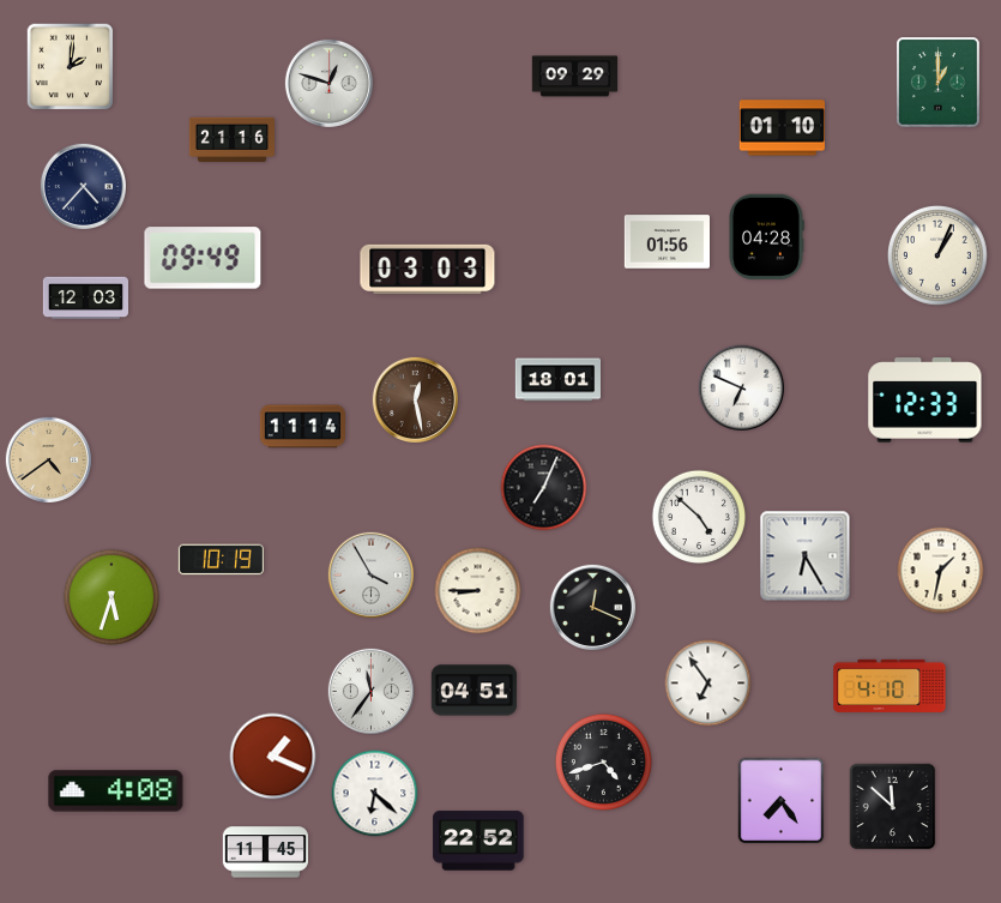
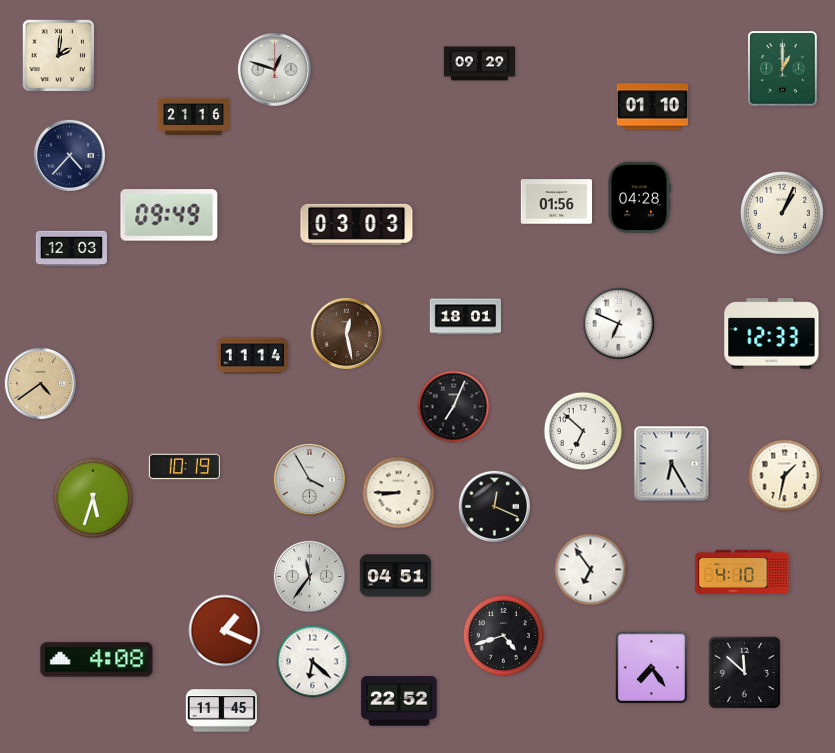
clock at (699, 517): 4:52 -> 6:52
clock at (273, 757) position: (273, 757) -> (225, 631)
